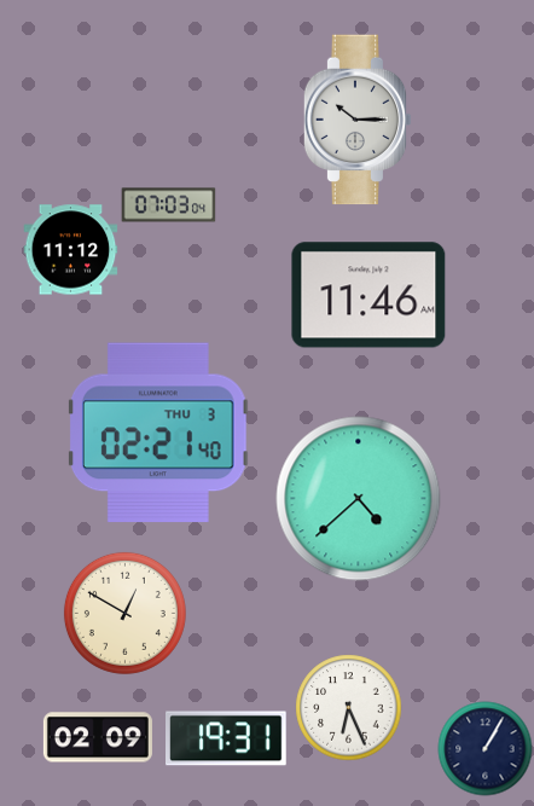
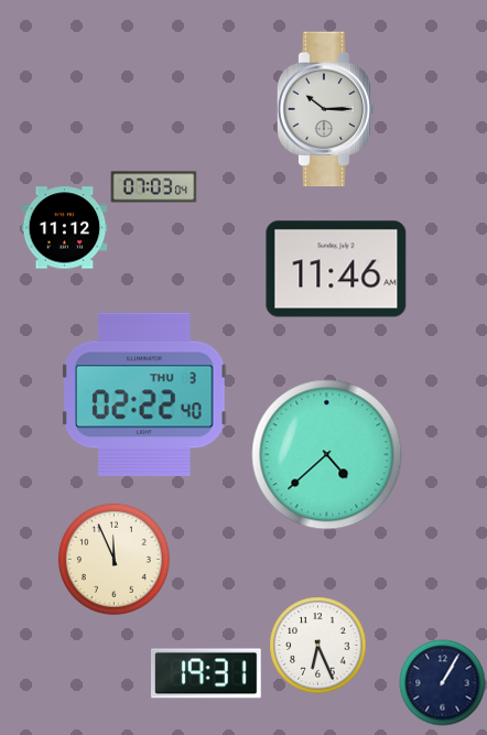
clock at (158, 433): 02:21 -> 02:22
clock at (124, 613): 12:50 -> 11:56
clock at (98, 737): 02:09 -> none
